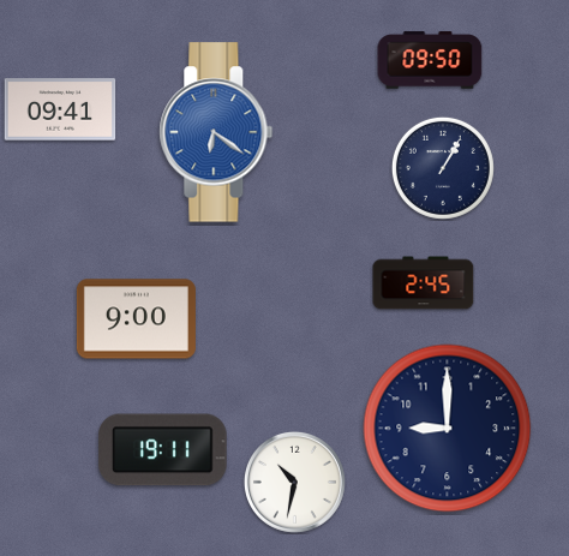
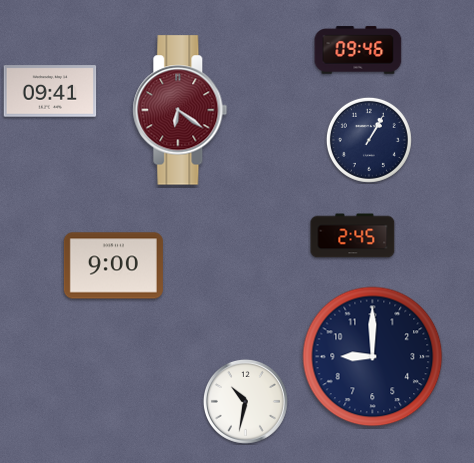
clock at (430, 60): 09:50 -> 09:46
clock at (216, 132) dial: blue -> burgundy
clock at (163, 450): 19:11 -> none
